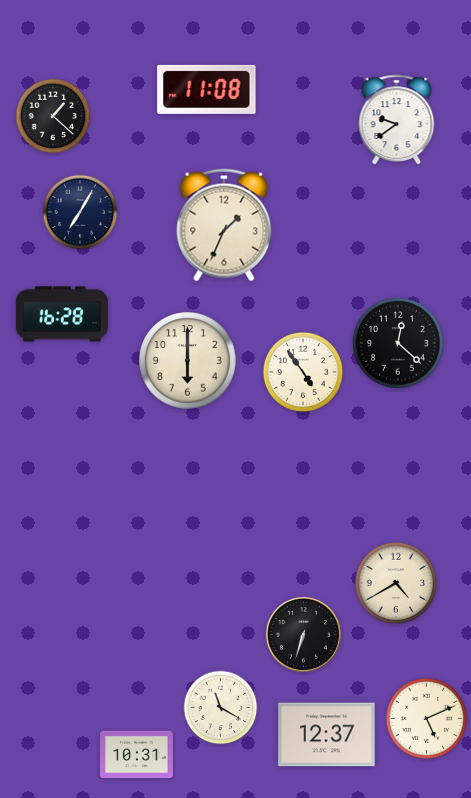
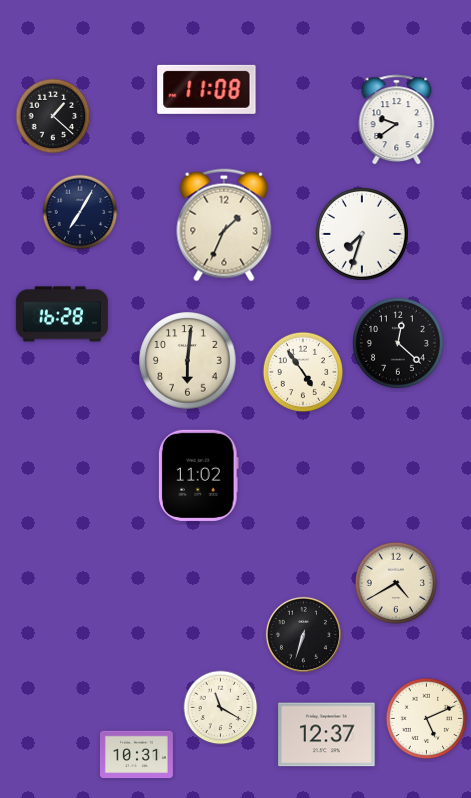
clock at (363, 235): none -> 7:33
clock at (188, 361): 6:00 -> 6:01
clock at (198, 475): none -> 11:02
